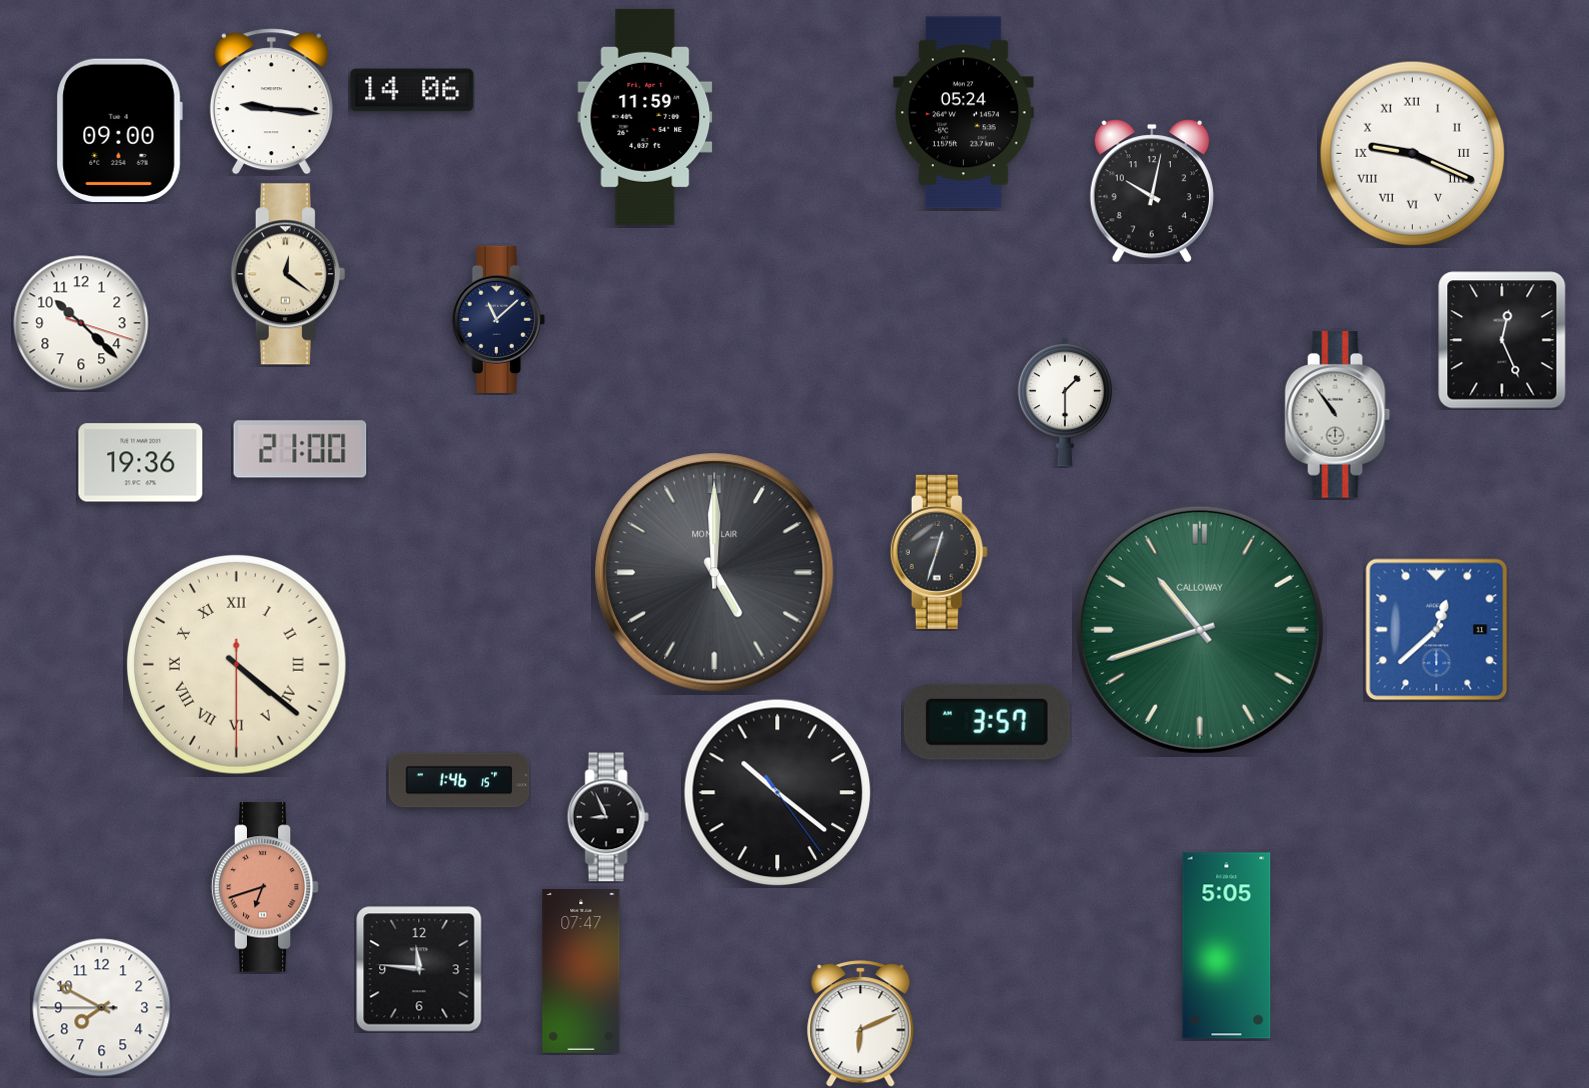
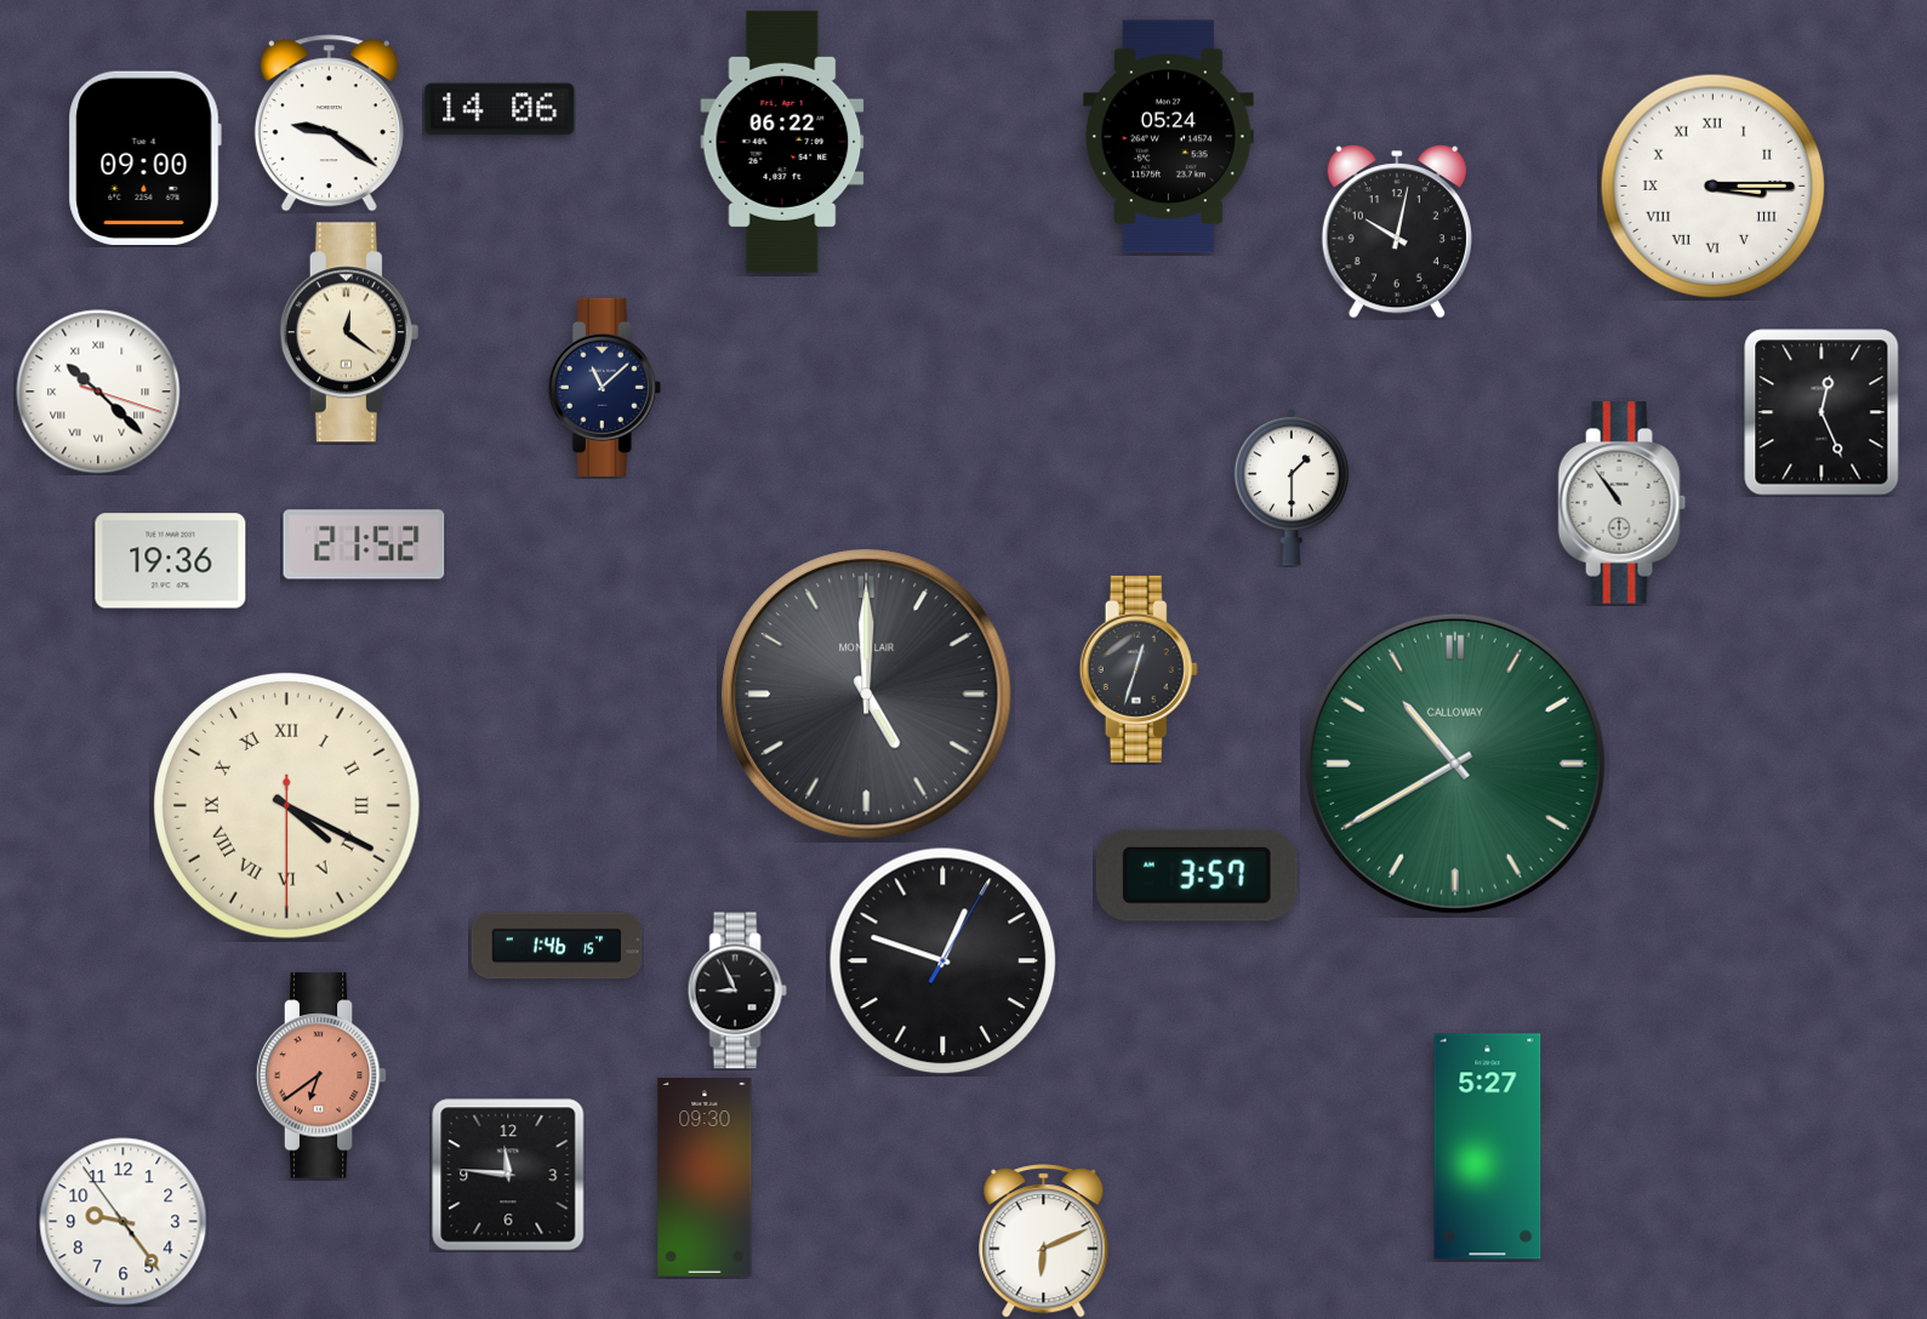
clock at (271, 102): 9:16 -> 9:21
clock at (645, 117): 11:59 -> 06:22
clock at (1413, 154): 9:19 -> 3:15
clock at (81, 323) numerals: Arabic -> Roman
clock at (300, 449): 21:00 -> 21:52
clock at (1200, 630): 10:42 -> 10:40
clock at (1437, 630): 12:38 -> none
clock at (237, 665): 4:21 -> 4:19
clock at (778, 793): 10:21 -> 12:48
clock at (265, 887): 6:42 -> 6:39
clock at (1227, 946): 5:05 -> 5:27
clock at (581, 971): 07:47 -> 09:30
clock at (102, 1008): 7:49 -> 9:23
